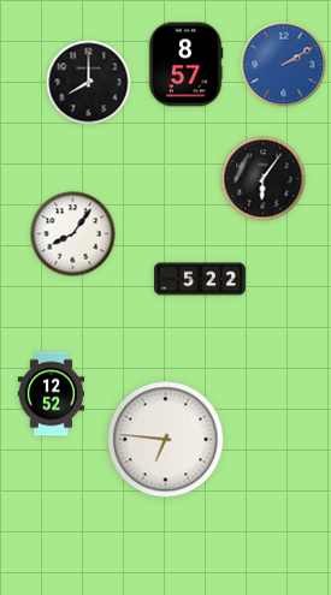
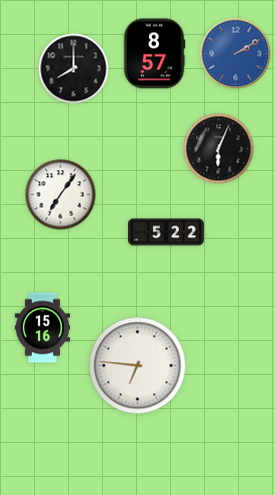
clock at (264, 179): 6:06 -> 6:04
clock at (73, 234): 8:06 -> 7:06
clock at (52, 394): 12:52 -> 15:16
